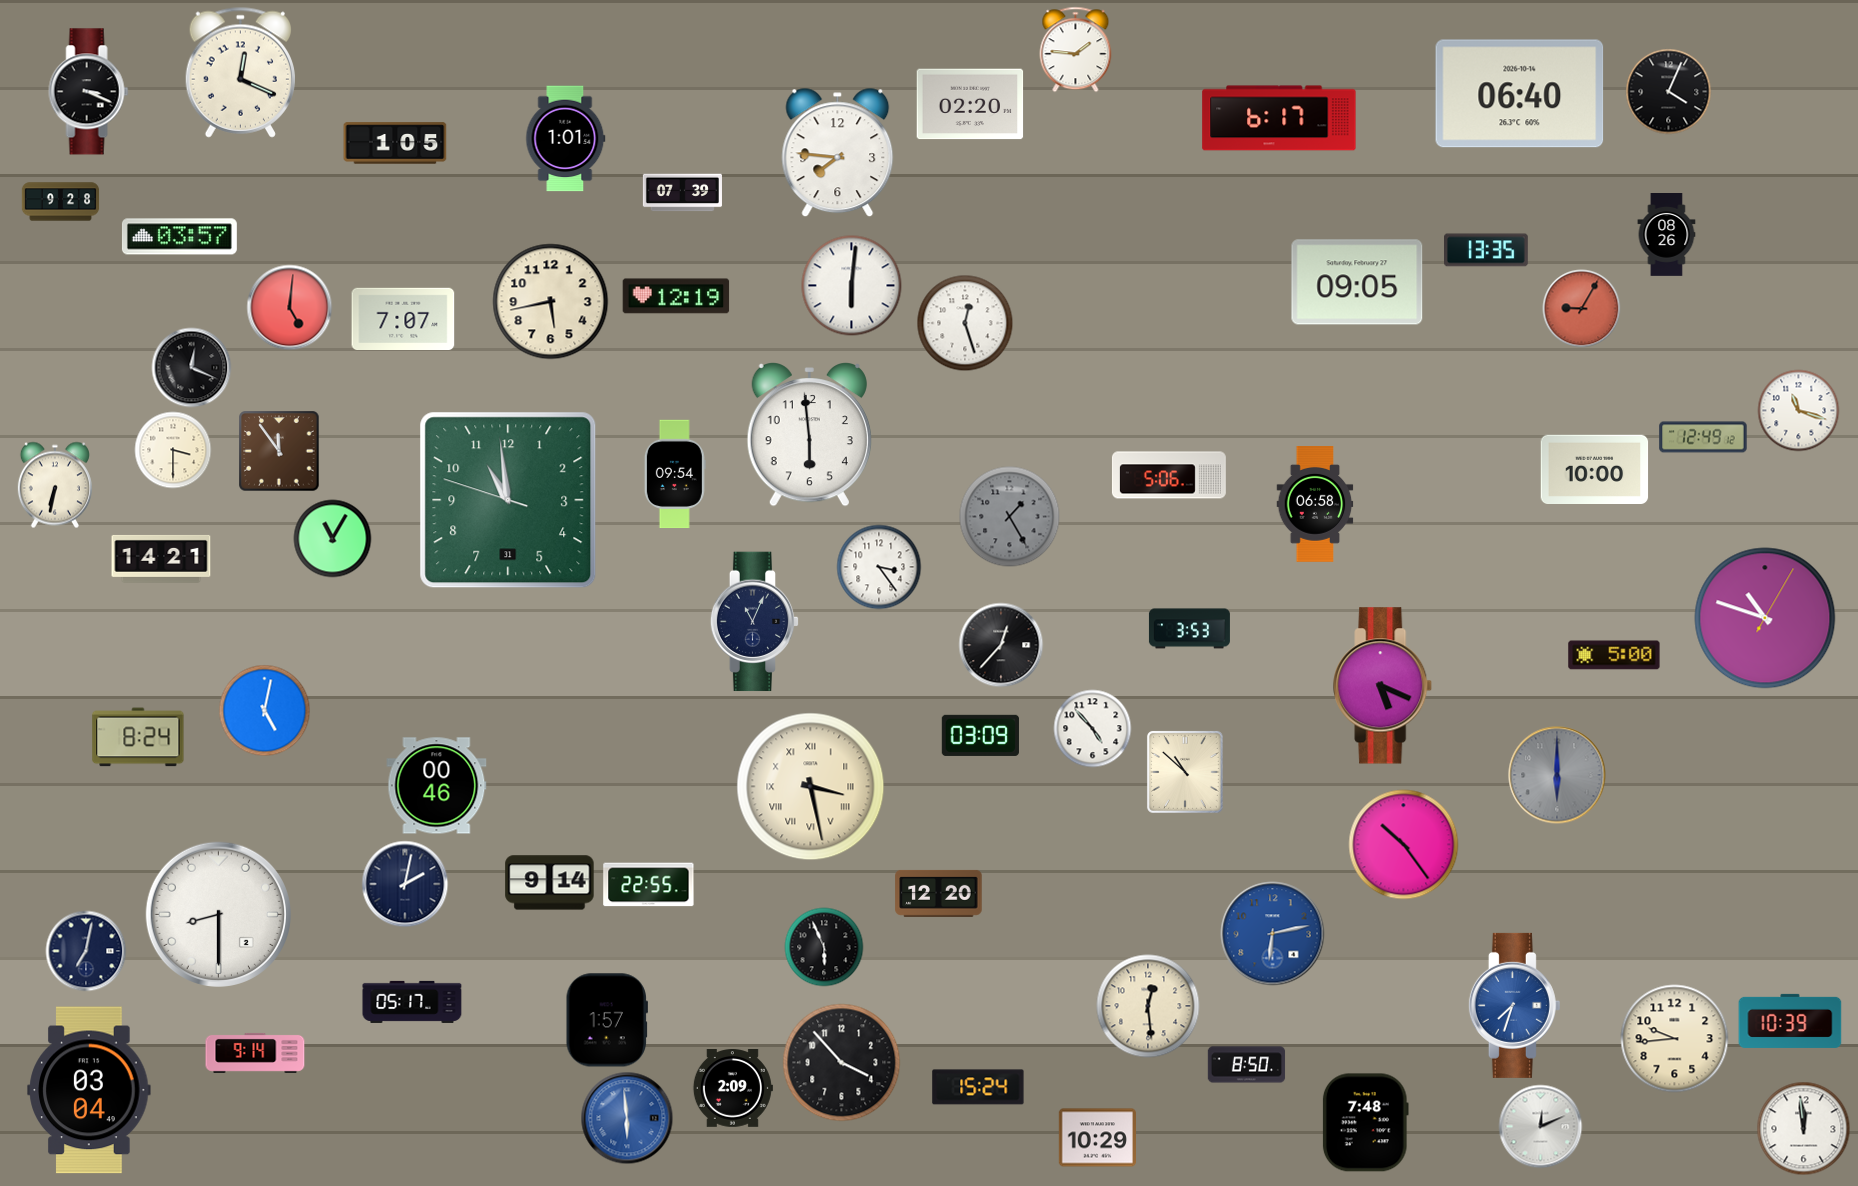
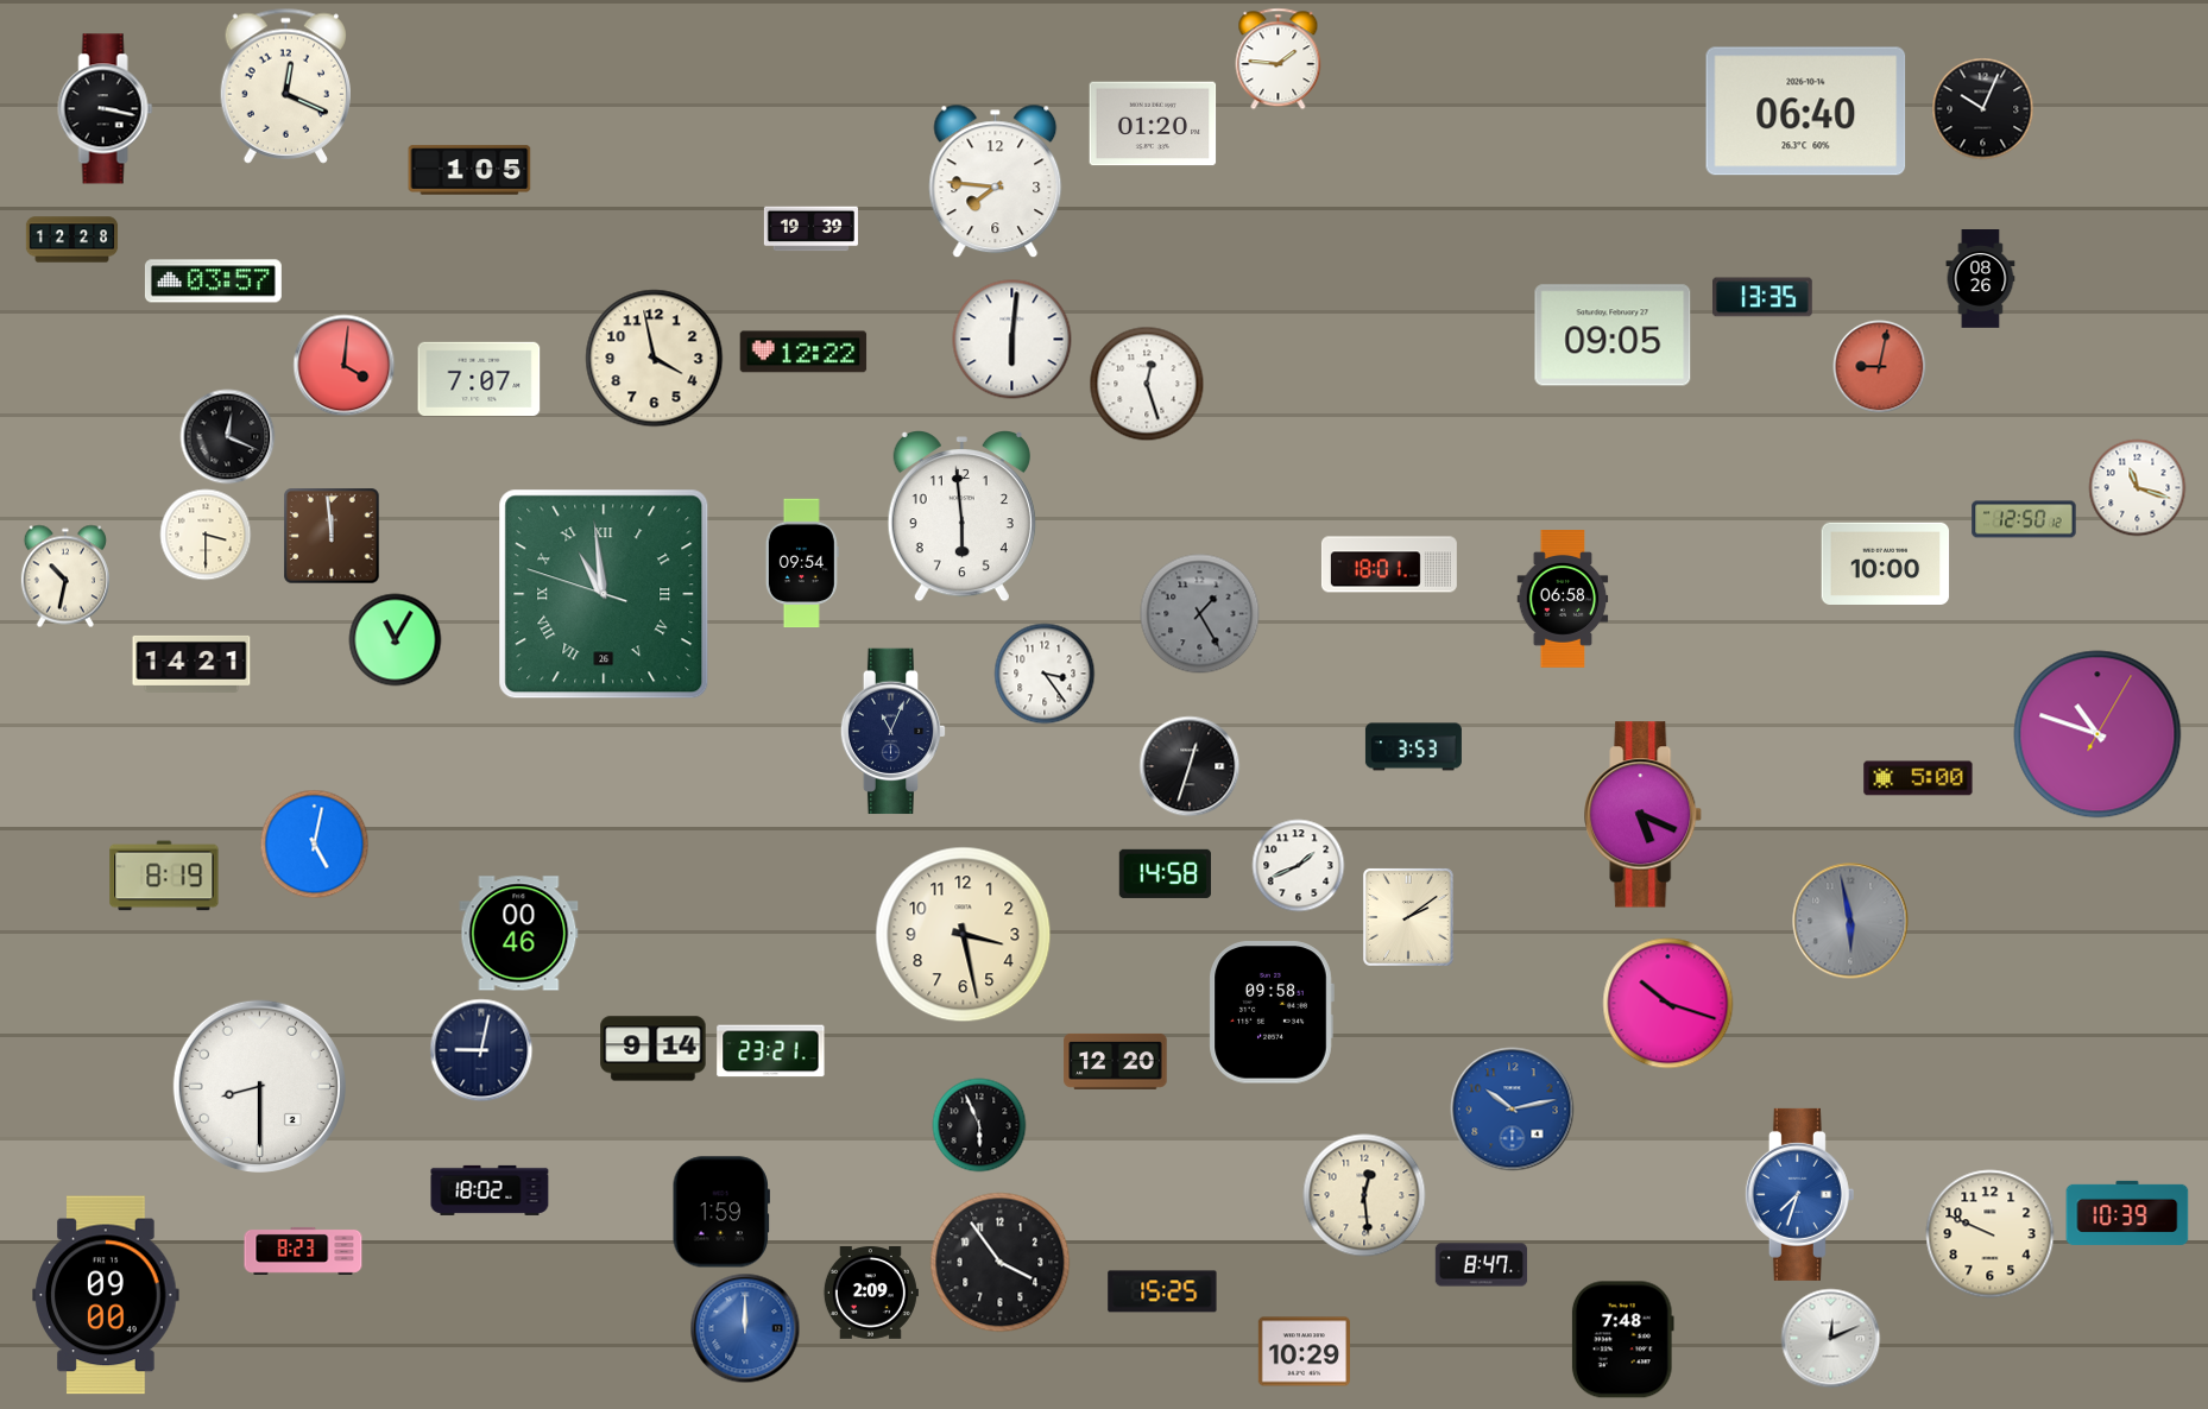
clock at (89, 92): 3:19 -> 3:17
clock at (1669, 92): 4:04 -> 10:04
clock at (970, 104): 02:20 -> 01:20
clock at (1279, 118): 6:17 -> none
clock at (566, 139): 1:01 -> none
clock at (682, 193): 07:39 -> 19:39
clock at (61, 202): 9:28 -> 12:28
clock at (1487, 250) position: (1487, 250) -> (1764, 297)
clock at (676, 296): 12:19 -> 12:22
clock at (551, 302): 5:43 -> 3:58
clock at (290, 308): 5:01 -> 4:01
clock at (1582, 309): 9:05 -> 9:02
clock at (1703, 437): 12:49 -> 12:50
clock at (279, 451): 11:54 -> 11:59
clock at (1595, 470) position: (1595, 470) -> (1886, 564)
clock at (1169, 475): 5:06 -> 18:01
clock at (55, 485): 6:32 -> 10:32
clock at (508, 500) date: 31 -> 26
clock at (508, 500) numerals: Arabic -> Roman
clock at (755, 622) position: (755, 622) -> (894, 732)
clock at (1001, 645): 12:37 -> 12:33
clock at (1093, 729): 4:53 -> 1:41
clock at (980, 735): 03:09 -> 14:58
clock at (138, 737): 8:24 -> 8:19
clock at (1185, 772): 10:52 -> 2:09
clock at (1557, 775): 6:00 -> 5:58
clock at (811, 787) numerals: Roman -> Arabic
clock at (1404, 845): 10:24 -> 10:18
clock at (1272, 1012): none -> 09:58
clock at (405, 884): 2:02 -> 9:02
clock at (649, 885): 22:55 -> 23:21
clock at (1273, 934): 6:13 -> 10:13
clock at (86, 951): 7:02 -> none
clock at (412, 1002): 05:17 -> 18:02
clock at (606, 1020): 1:57 -> 1:59
clock at (1675, 1039): 9:44 -> 9:49
clock at (255, 1053): 9:14 -> 8:23
clock at (842, 1063): 3:53 -> 3:54
clock at (1247, 1065): 8:50 -> 8:47
clock at (978, 1087): 15:24 -> 15:25
clock at (89, 1090): 03:04 -> 09:00
clock at (627, 1118): 5:59 -> 12:00
clock at (1365, 1123) position: (1365, 1123) -> (1622, 1340)
clock at (1804, 1129): 11:59 -> none
